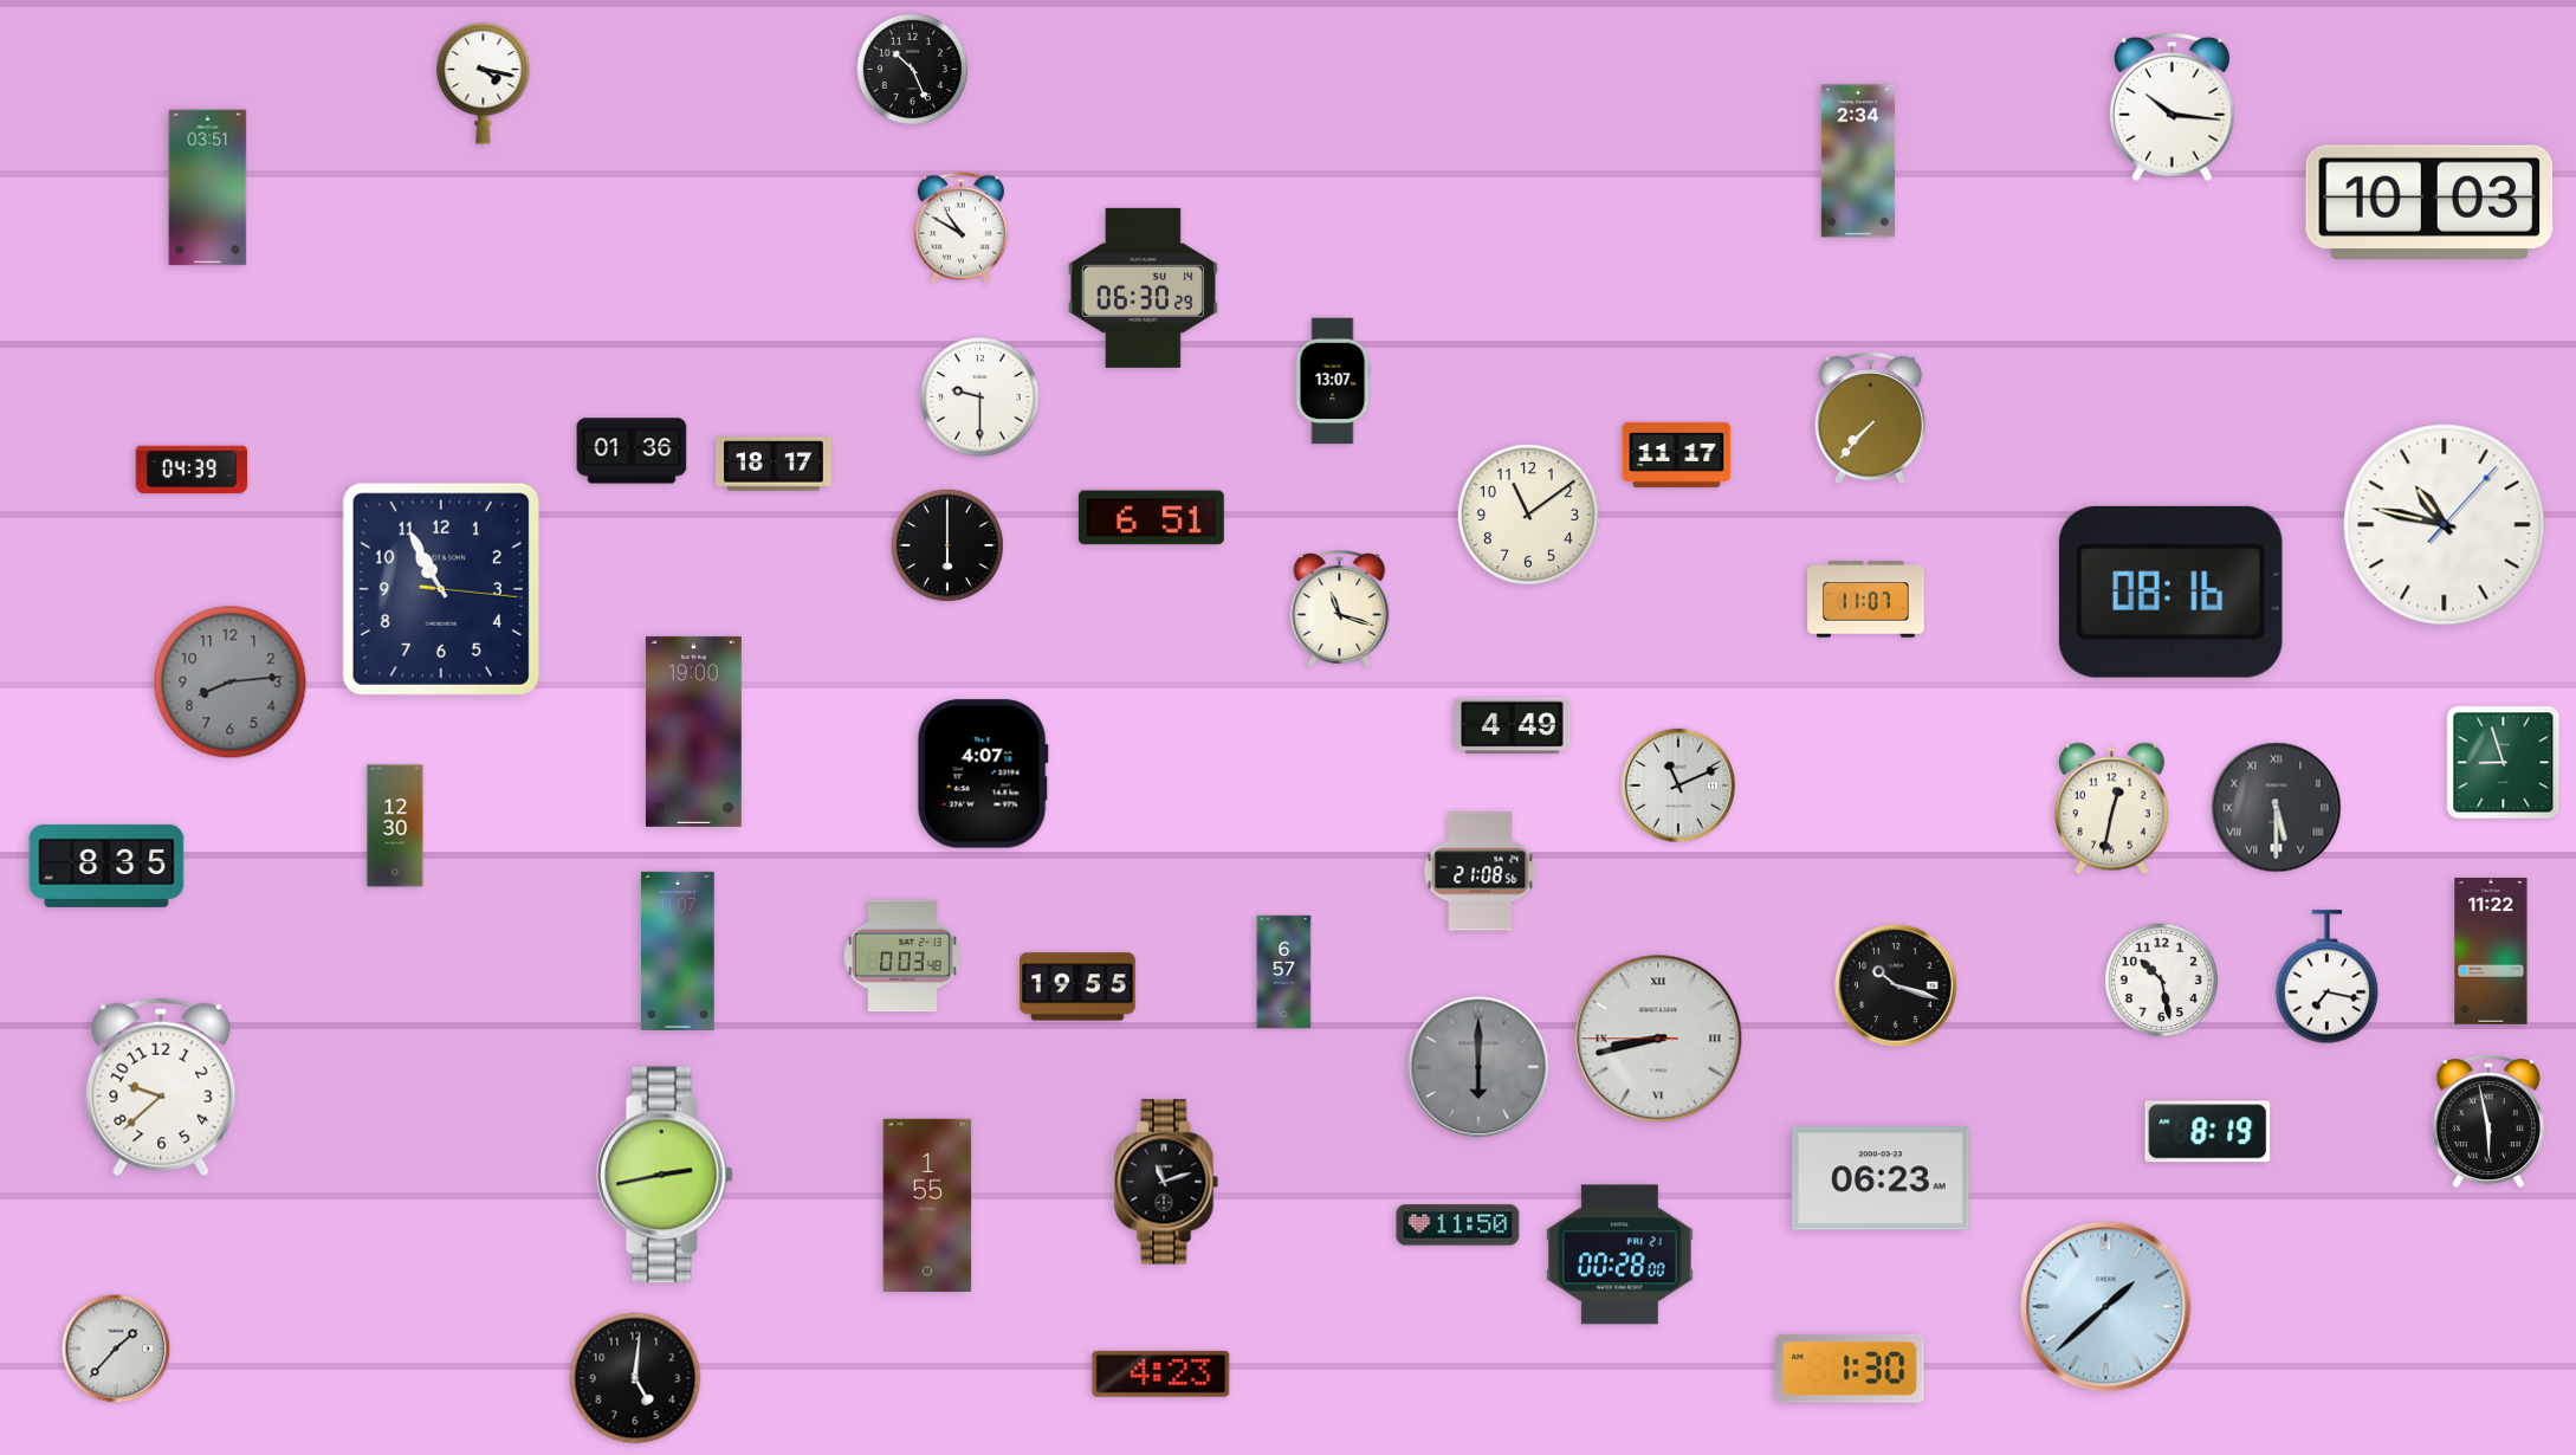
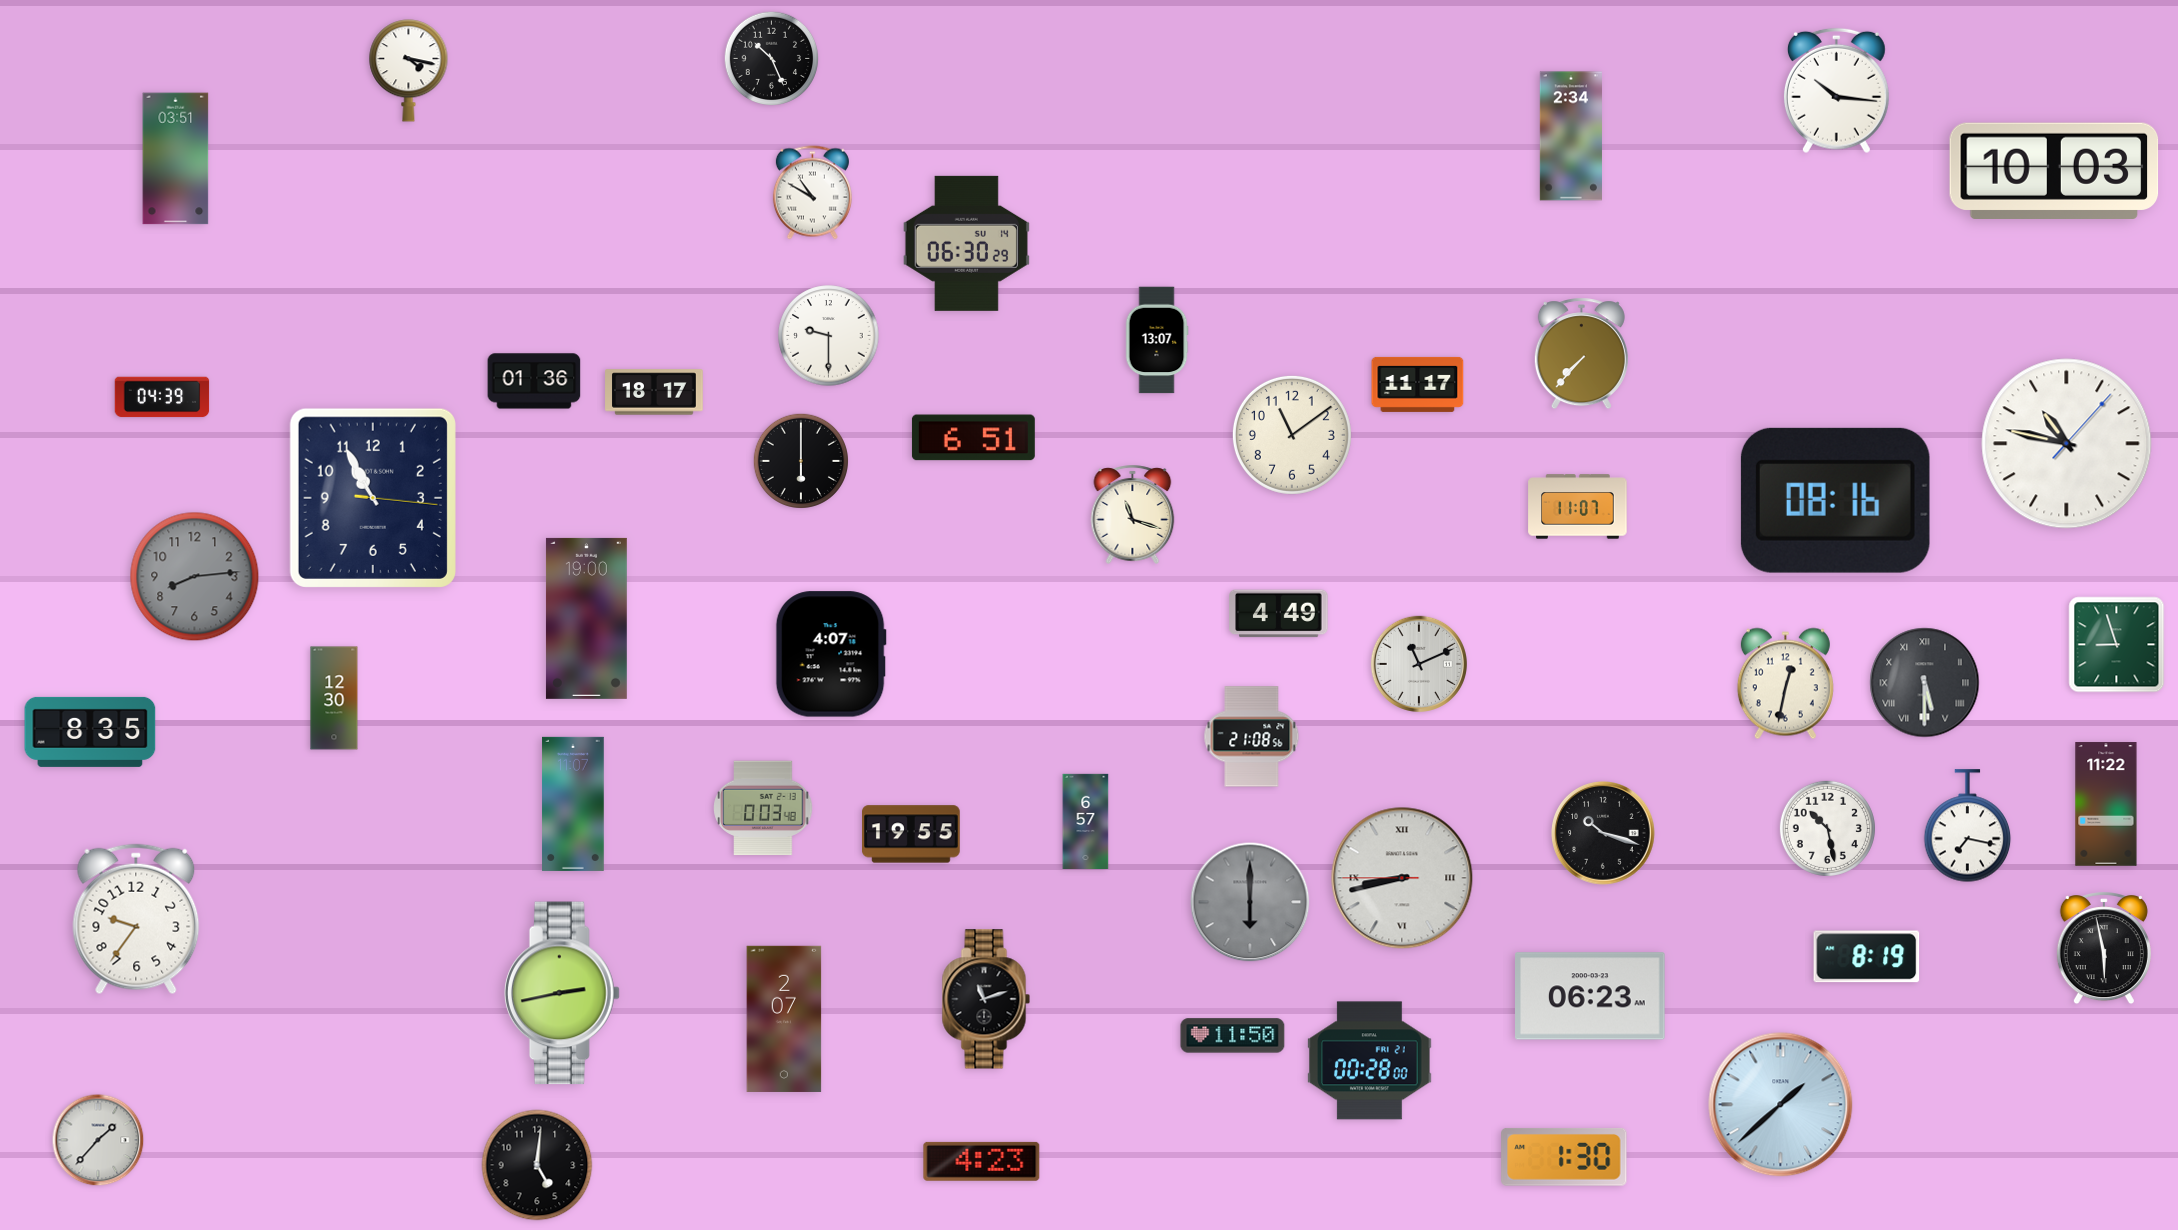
clock at (1333, 381) position: (1333, 381) -> (1157, 340)
clock at (161, 1087): 9:38 -> 9:36
clock at (927, 1205): 1:55 -> 2:07
